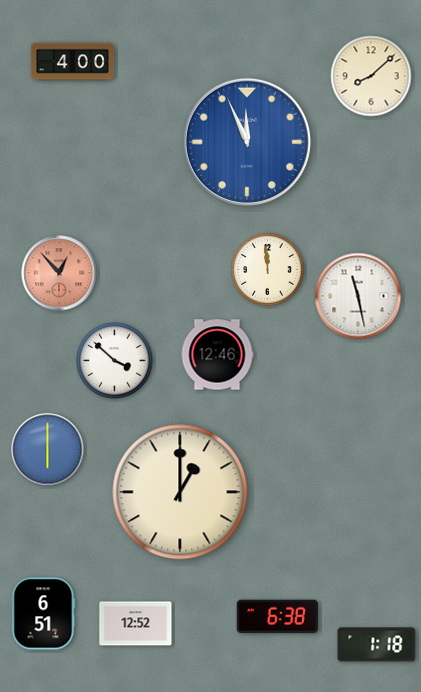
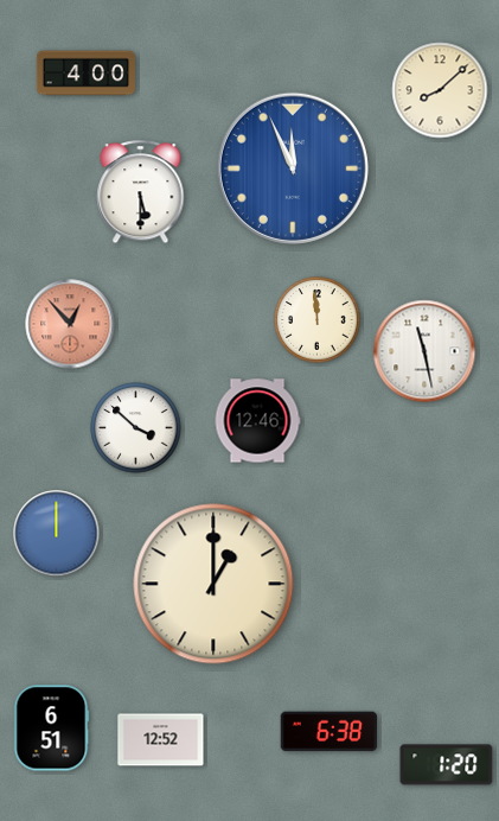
clock at (141, 192): none -> 5:30
clock at (48, 450): 6:00 -> 12:00
clock at (377, 645): 1:18 -> 1:20
